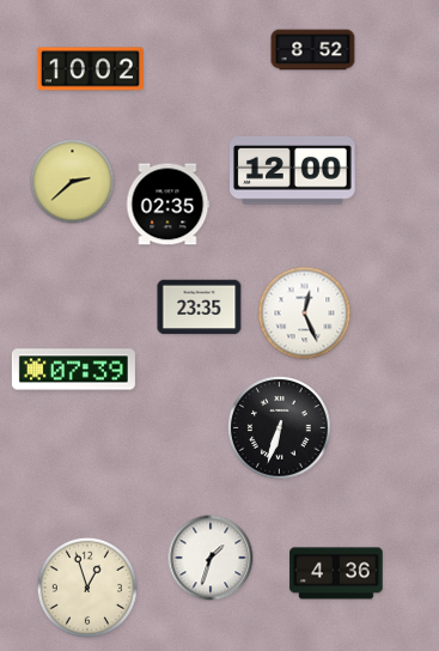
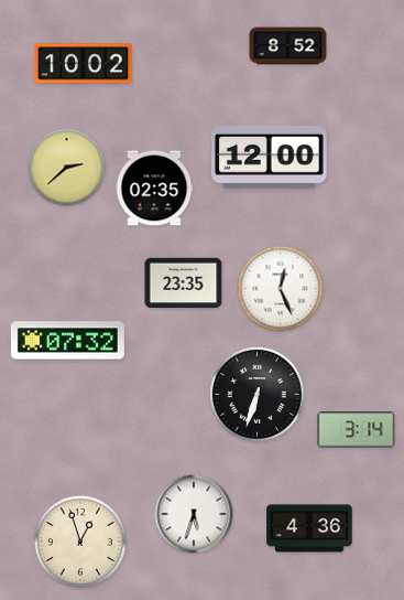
clock at (73, 370): 07:39 -> 07:32
clock at (357, 430): none -> 3:14
clock at (211, 558): 1:33 -> 5:33
